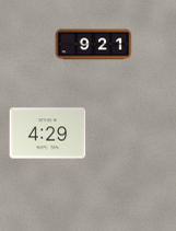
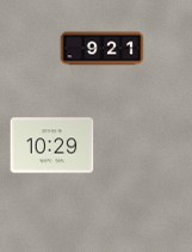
clock at (48, 134): 4:29 -> 10:29
